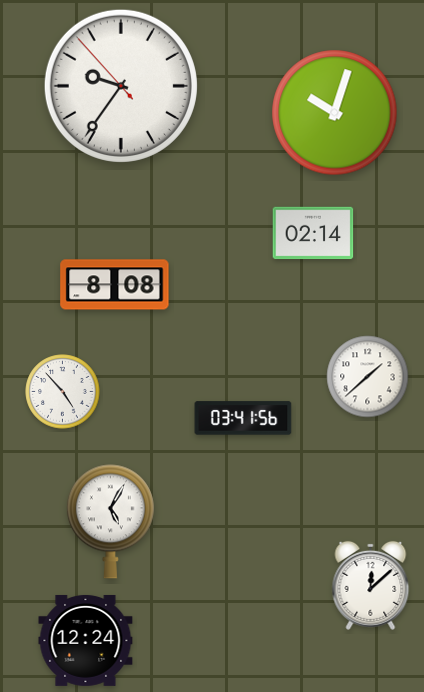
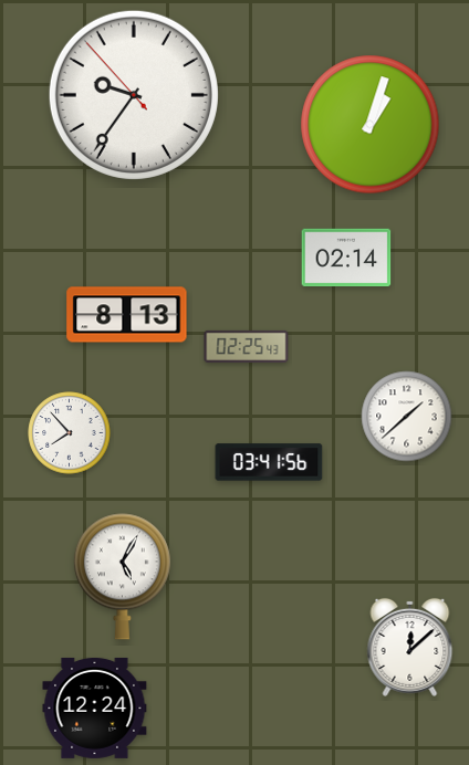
clock at (335, 113): 10:03 -> 1:03
clock at (115, 285): 8:08 -> 8:13
clock at (247, 346): none -> 02:25
clock at (63, 392): 4:53 -> 7:53
